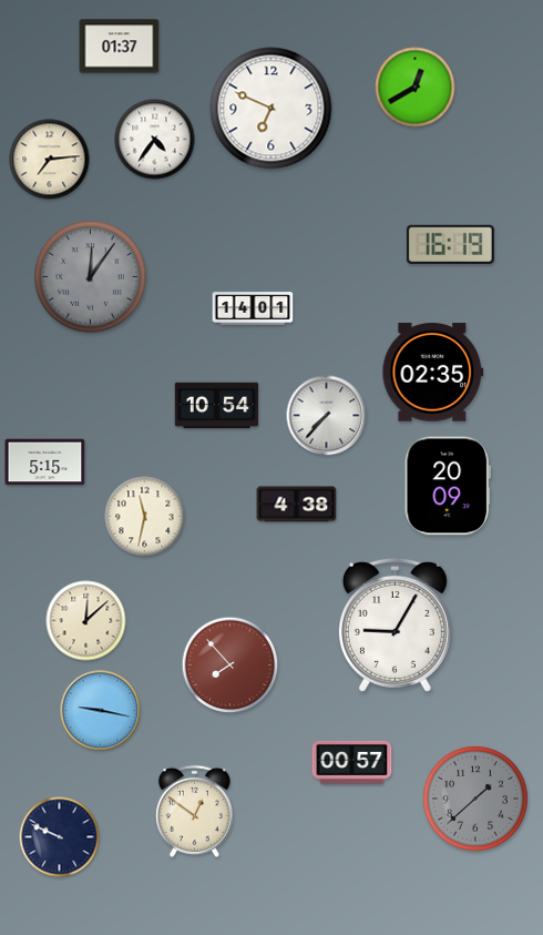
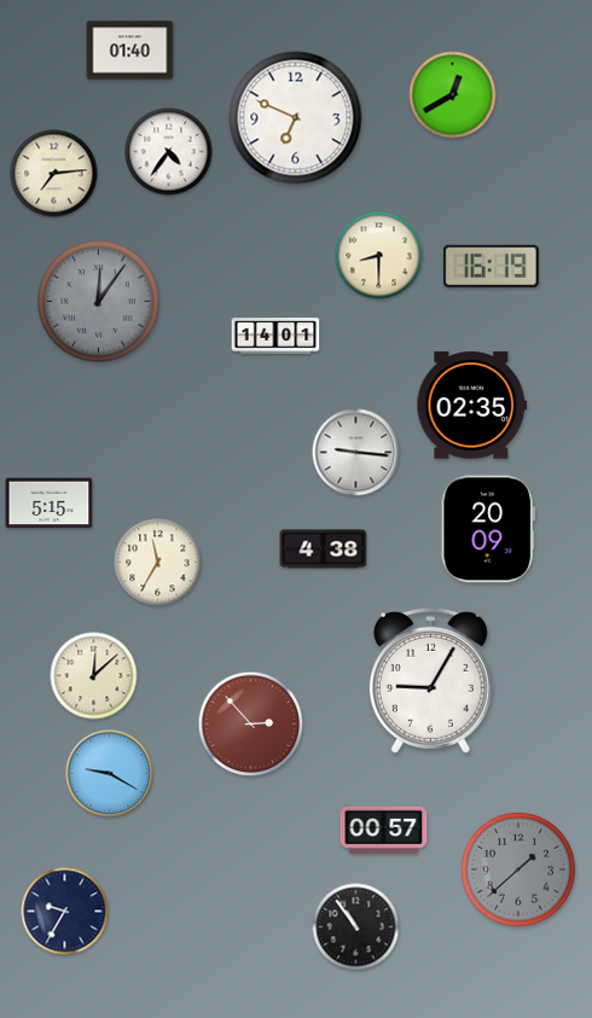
clock at (120, 47): 01:37 -> 01:40
clock at (379, 256): none -> 8:30
clock at (217, 406): 10:54 -> none
clock at (327, 416): 7:37 -> 9:16
clock at (145, 517): 11:32 -> 11:35
clock at (230, 665): 7:53 -> 2:53
clock at (101, 711): 9:17 -> 9:20
clock at (194, 811): 12:51 -> none
clock at (60, 837): 9:49 -> 9:35
clock at (356, 927): none -> 10:54
